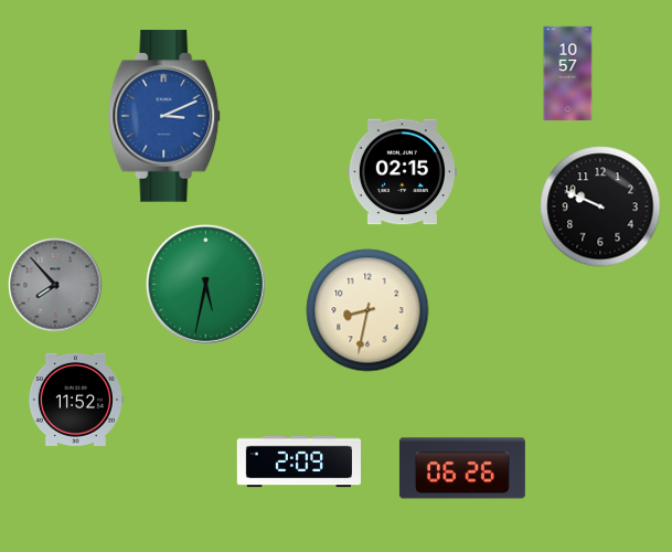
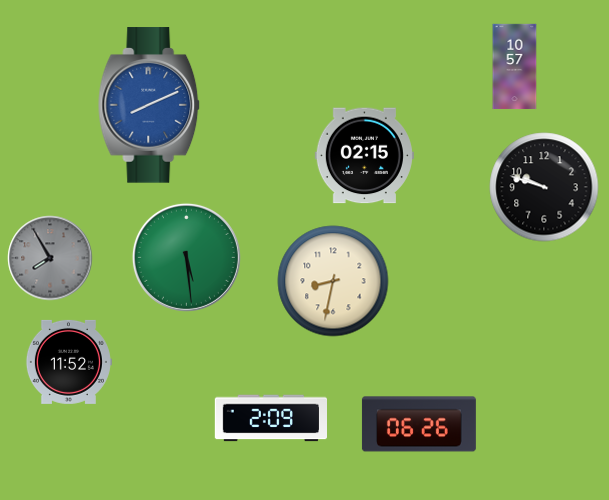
clock at (166, 116): 3:11 -> 8:11
clock at (600, 206): 9:49 -> 9:48
clock at (205, 284): 5:32 -> 5:29
clock at (55, 285): 7:53 -> 7:55
